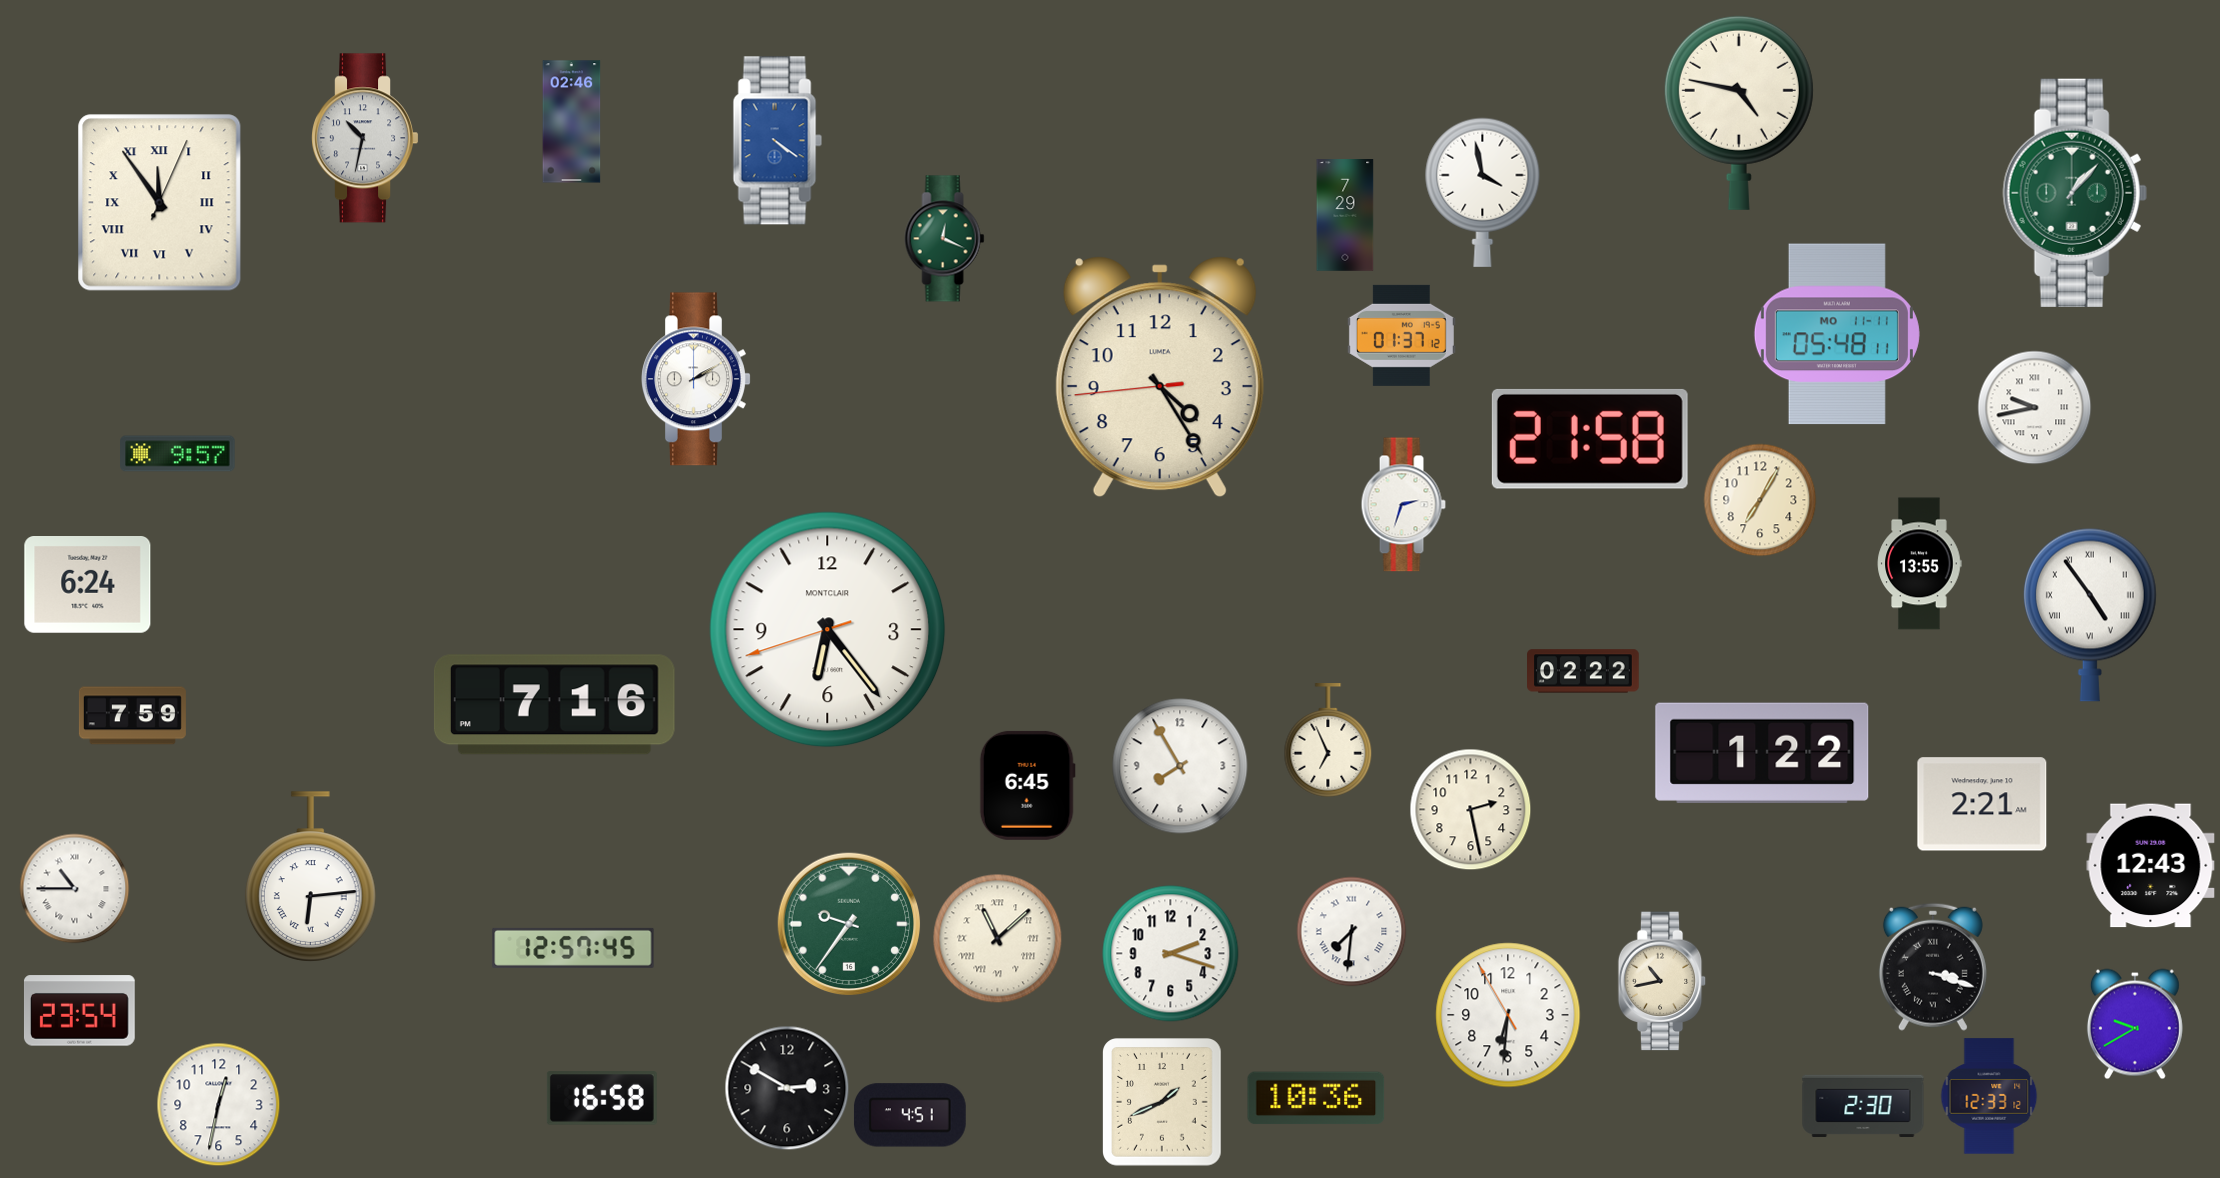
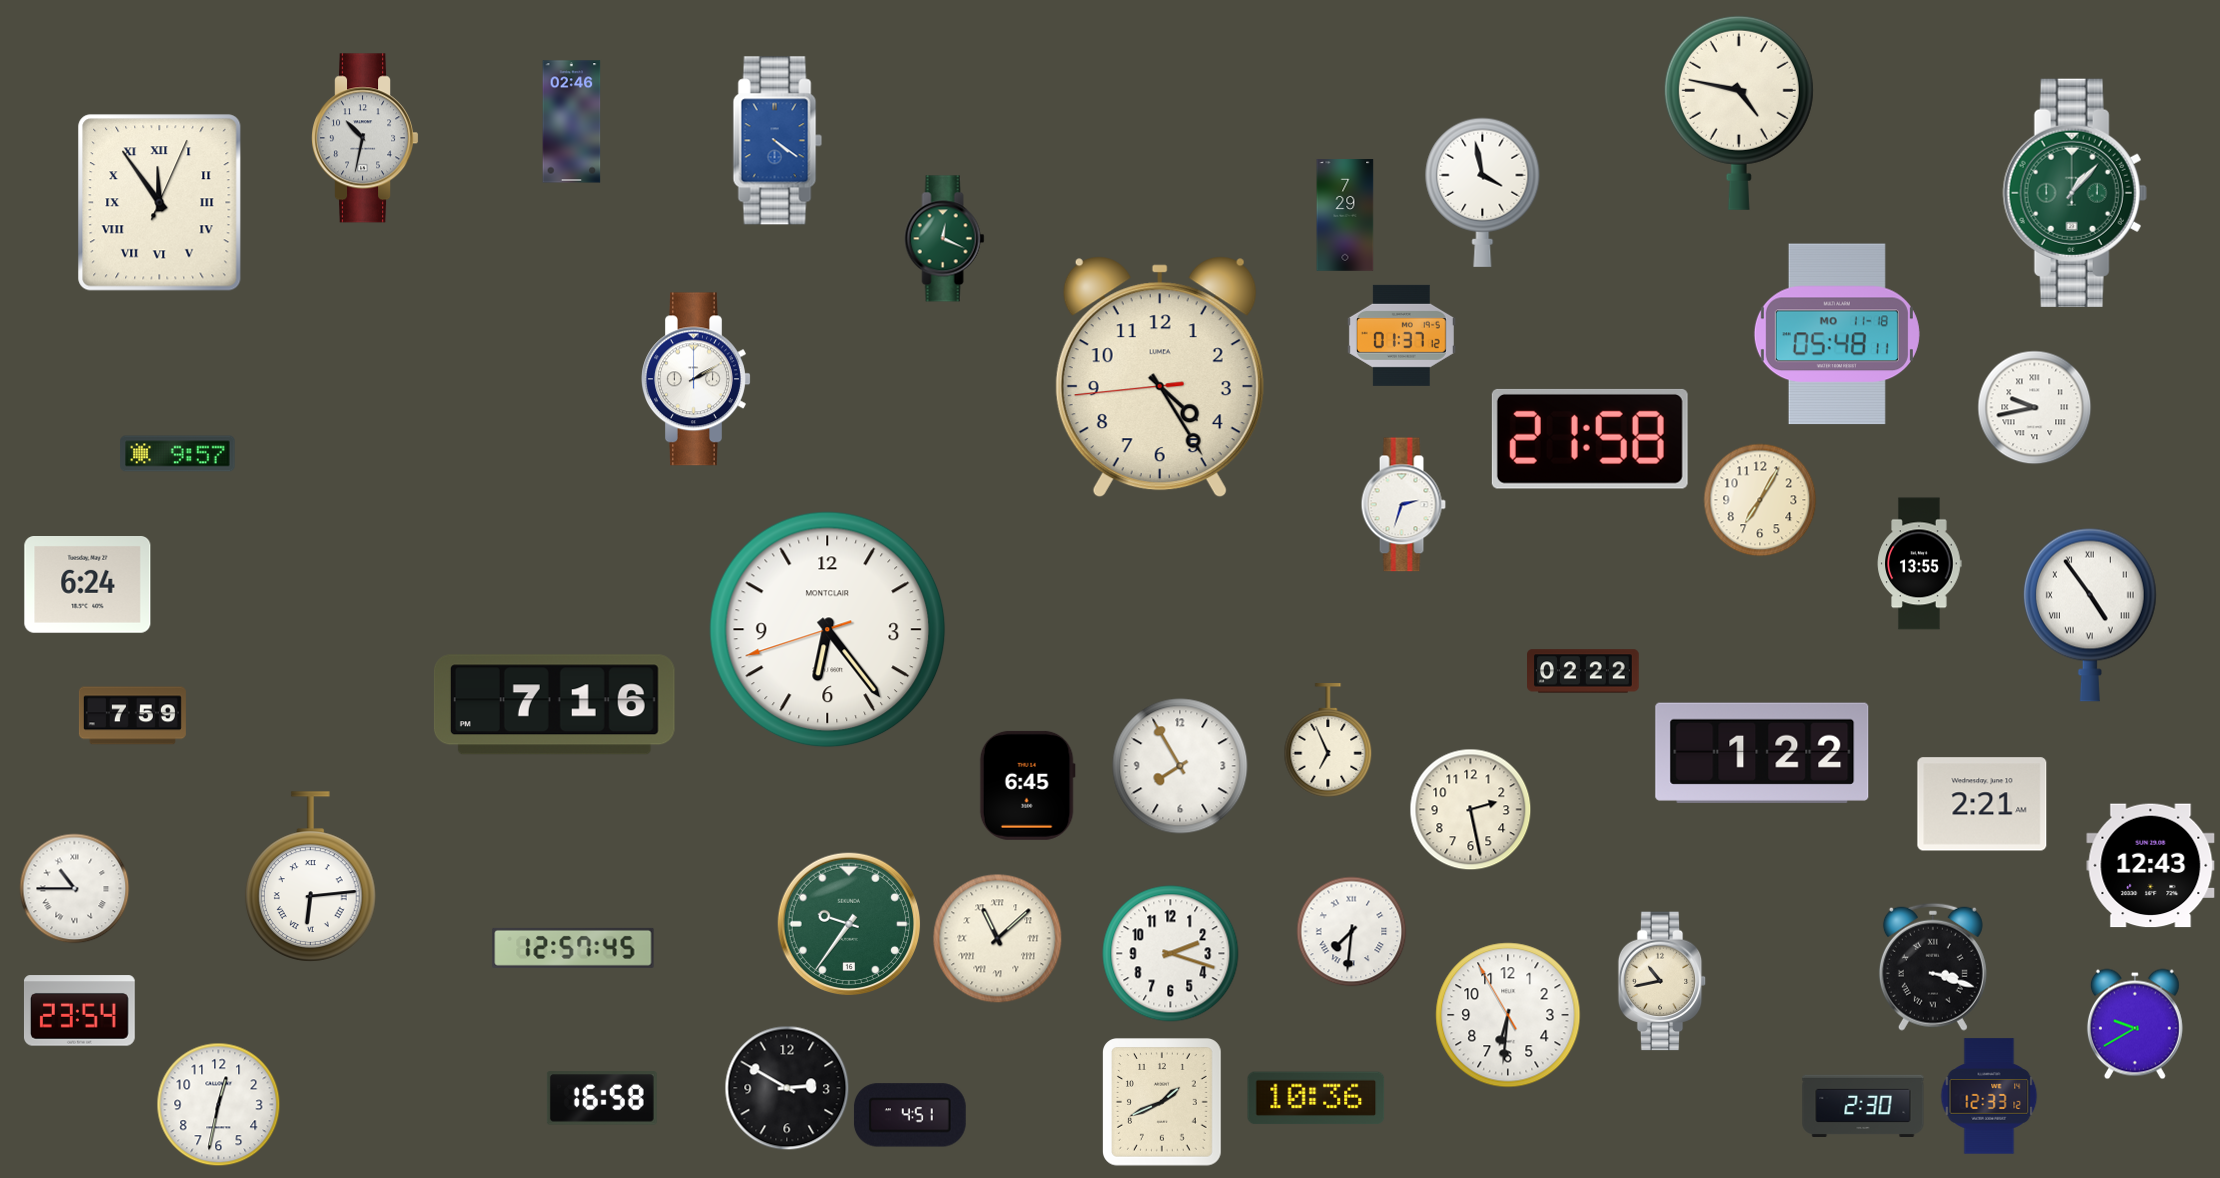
clock at (1837, 334) date: MO 11-11 -> MO 11-18
